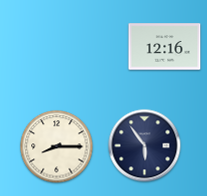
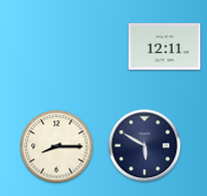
clock at (165, 47): 12:16 -> 12:11
clock at (145, 146): 5:54 -> 5:50
